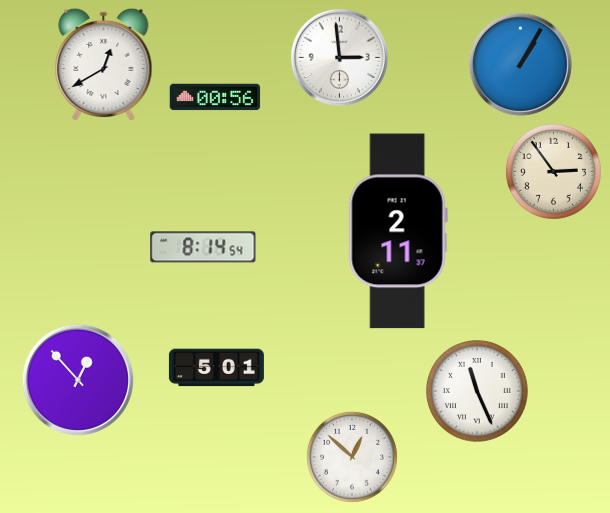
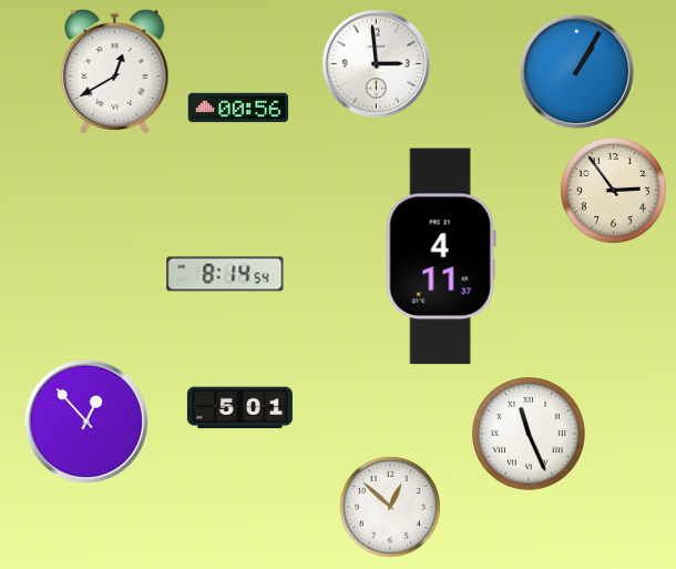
clock at (398, 231): 2:11 -> 4:11
